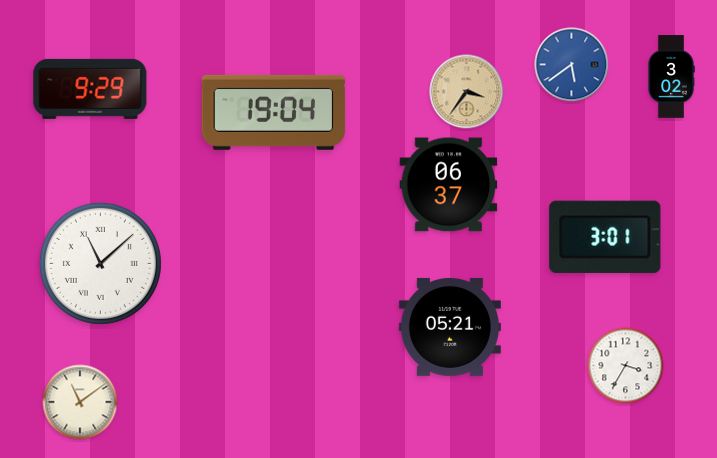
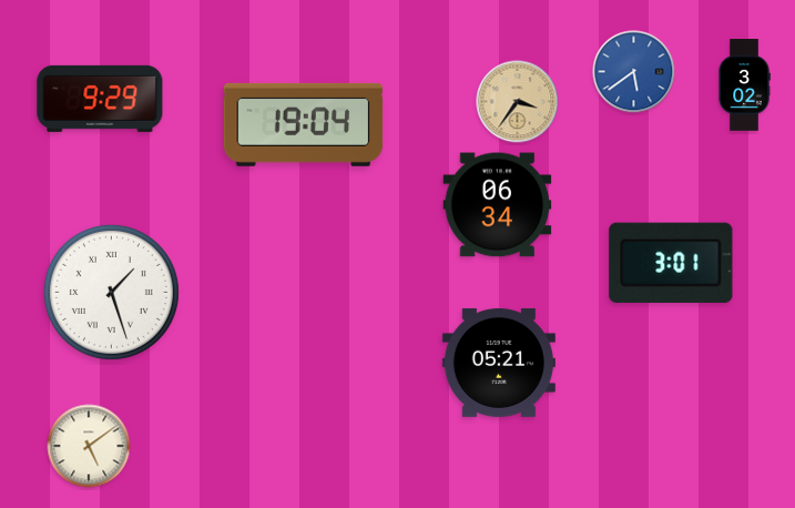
clock at (449, 185): 06:37 -> 06:34
clock at (100, 263): 11:08 -> 1:27
clock at (626, 366): 3:35 -> none
clock at (80, 402): 11:09 -> 5:09
